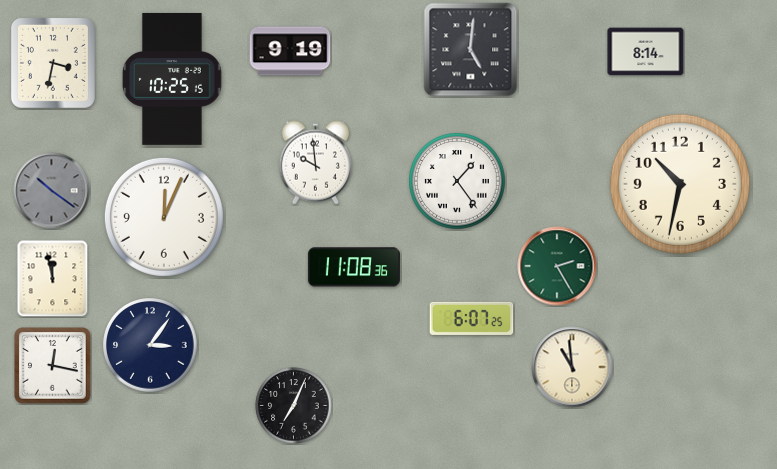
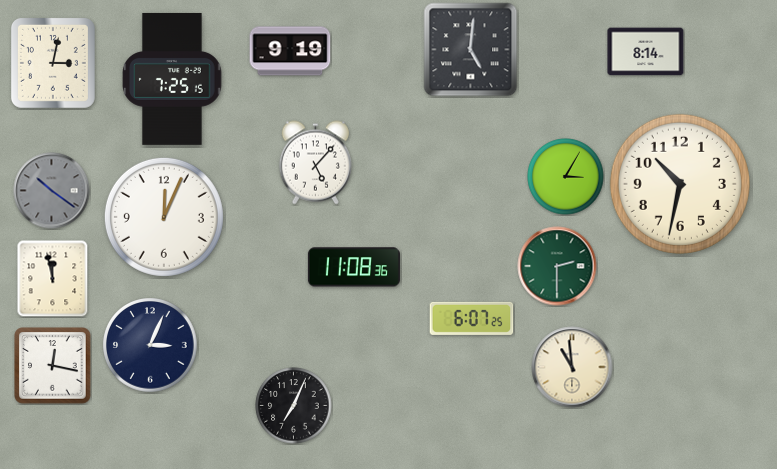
clock at (53, 63): 3:32 -> 3:02
clock at (172, 79): 10:25 -> 7:25
clock at (315, 163): 9:59 -> 5:07
clock at (566, 177): none -> 3:05
clock at (457, 181): 1:24 -> none
clock at (557, 266): 2:25 -> 2:30
clock at (150, 345): 3:06 -> 3:04
